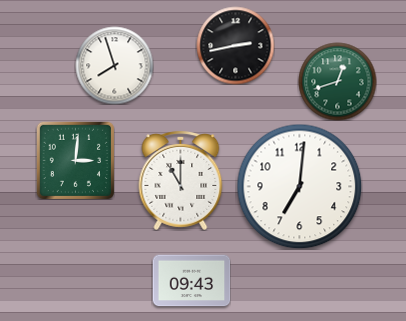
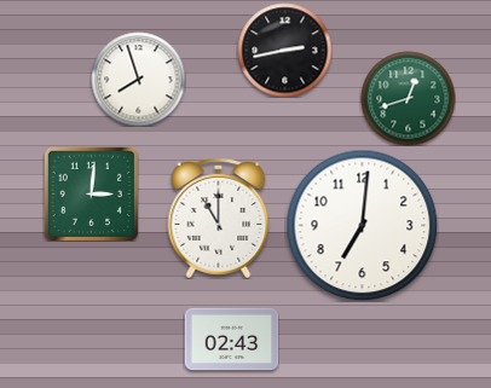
clock at (235, 45) position: (235, 45) -> (284, 50)
clock at (191, 281): 09:43 -> 02:43
